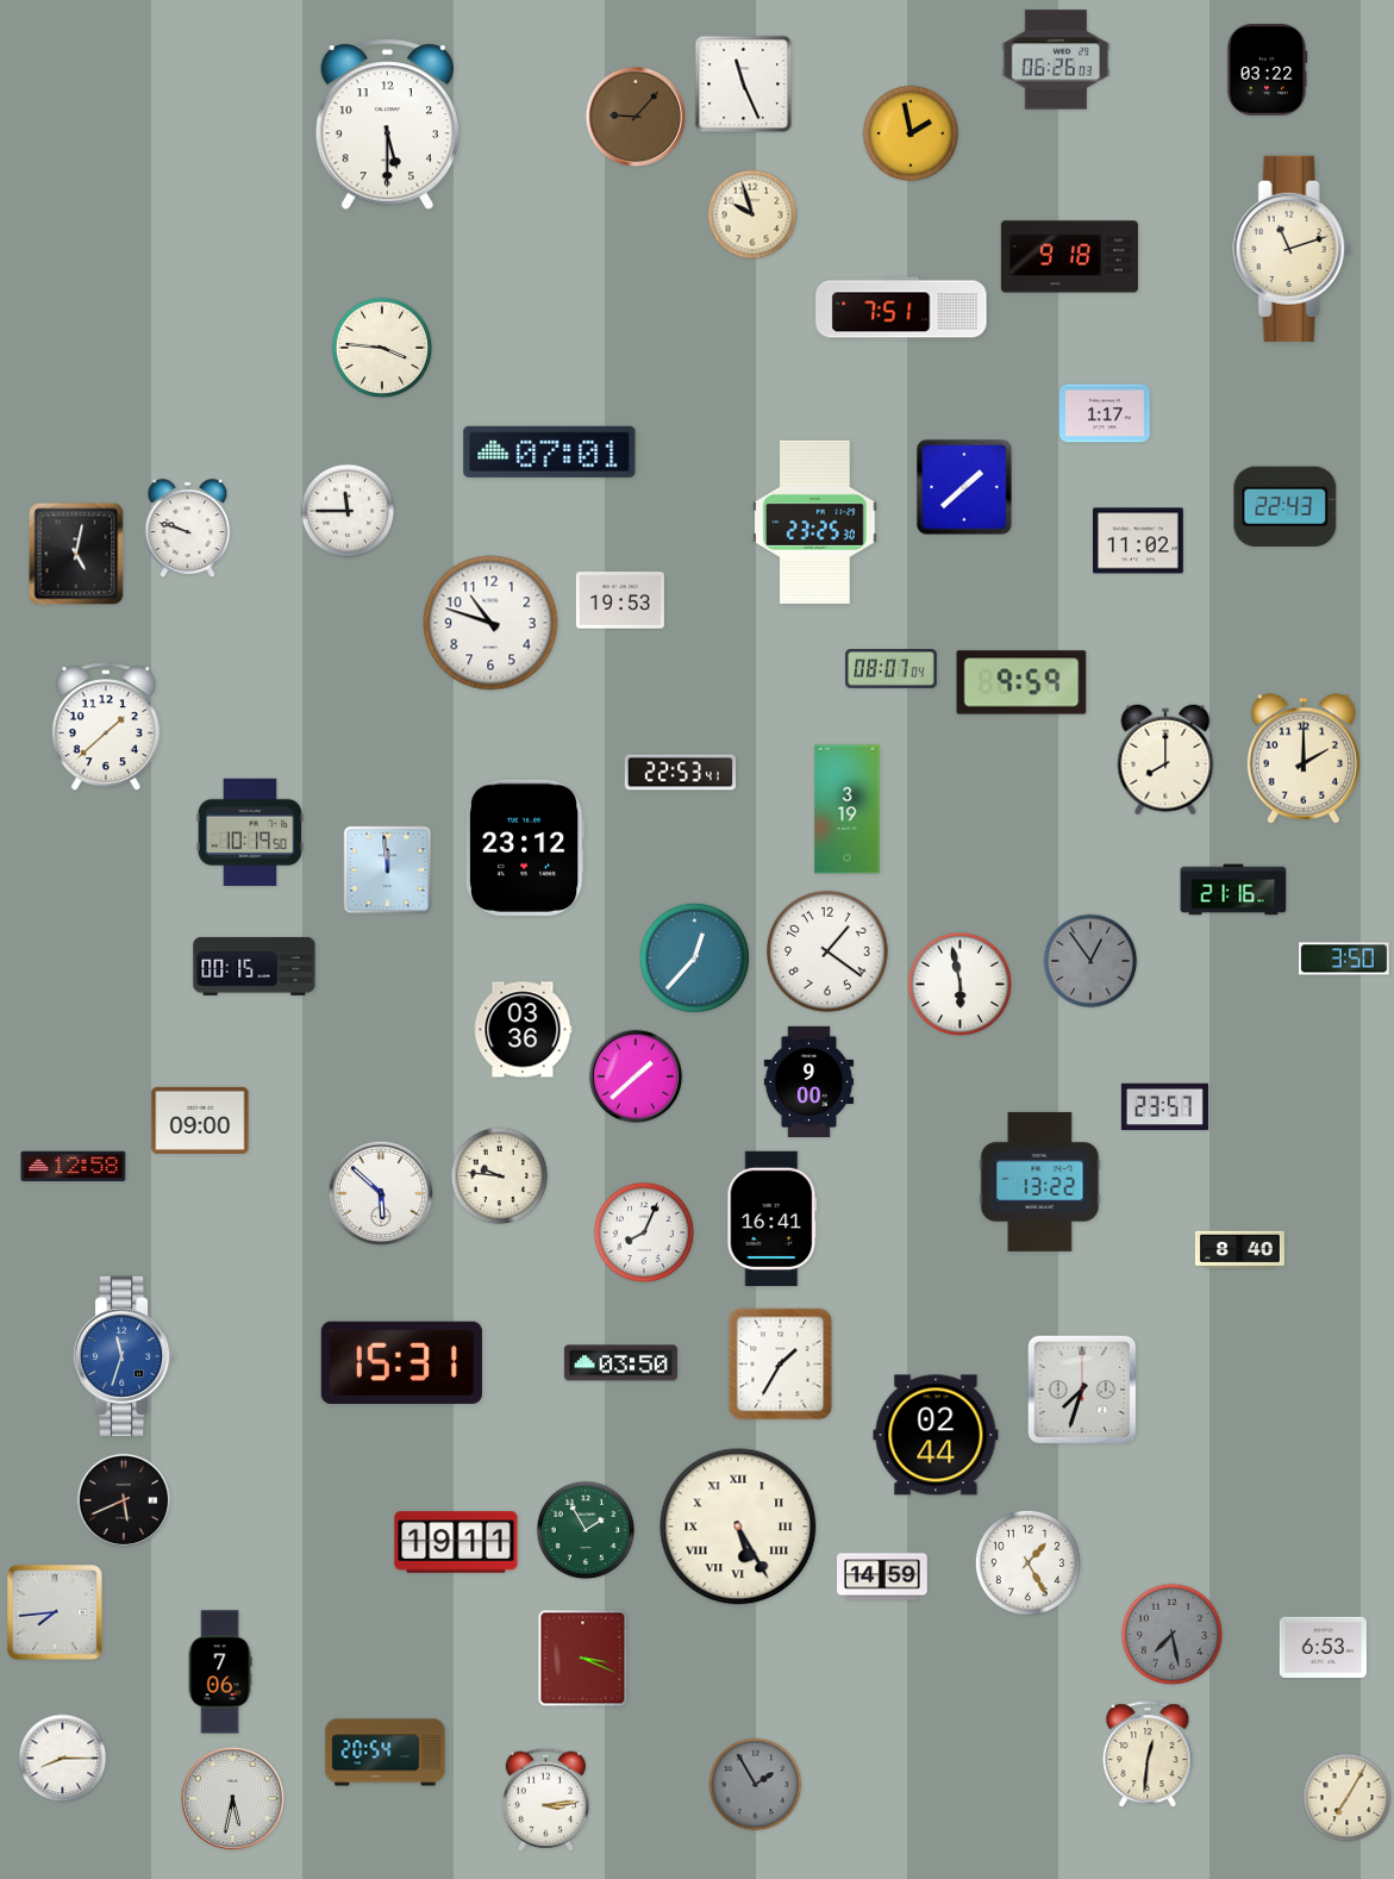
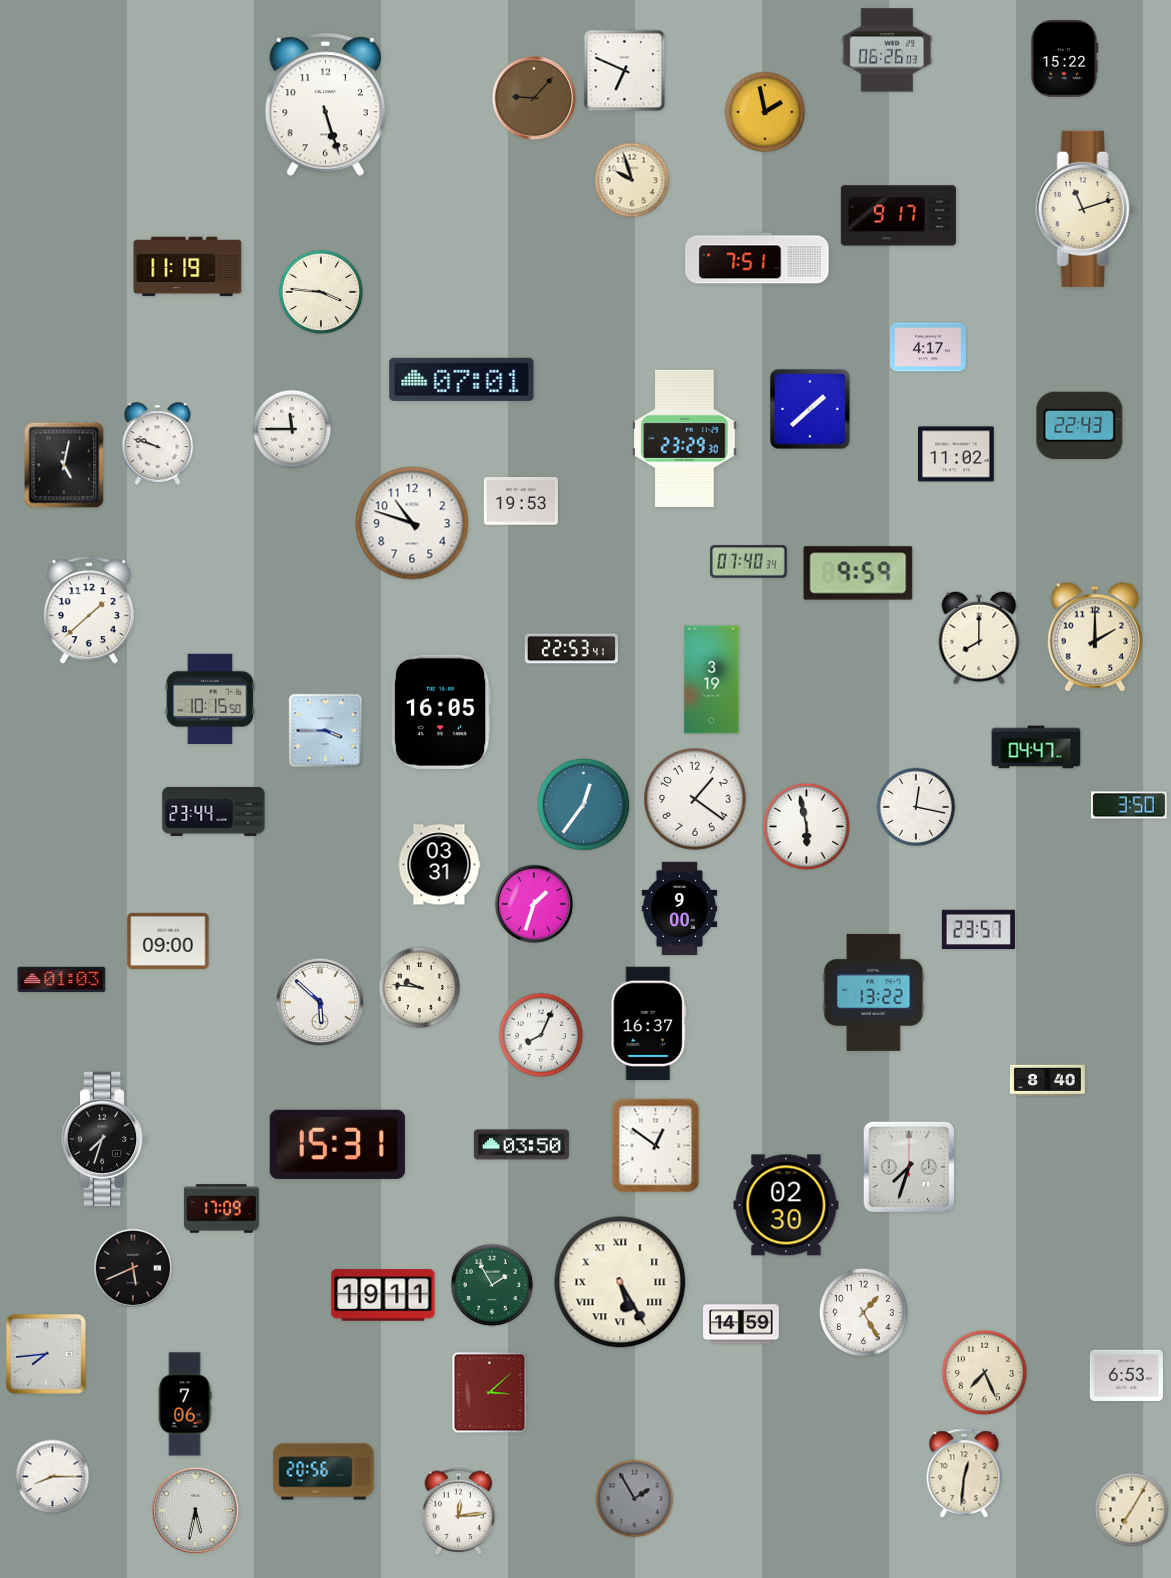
clock at (1267, 70): 03:22 -> 15:22
clock at (744, 85): 11:26 -> 6:49
clock at (387, 125): 5:30 -> 5:27
clock at (1069, 257): 9:18 -> 9:17
clock at (188, 267): none -> 11:19
clock at (1106, 413): 1:17 -> 4:17
clock at (815, 522): 23:25 -> 23:29
clock at (620, 600) position: (620, 600) -> (521, 501)
clock at (892, 669): 08:07 -> 07:40
clock at (250, 832): 10:19 -> 10:15
clock at (525, 848): 23:12 -> 16:05
clock at (388, 870): 11:59 -> 3:45
clock at (1233, 889): 21:16 -> 04:47
clock at (694, 957): 12:37 -> 12:36
clock at (1090, 961): 12:54 -> 12:17
clock at (1090, 961) dial: grey -> white
clock at (255, 966): 00:15 -> 23:44
clock at (523, 1030): 03:36 -> 03:31
clock at (636, 1076): 1:38 -> 1:33
clock at (74, 1167): 12:58 -> 01:03
clock at (773, 1219): 16:41 -> 16:37
clock at (1239, 1250) position: (1239, 1250) -> (1047, 1081)
clock at (124, 1355): 11:33 -> 7:33
clock at (124, 1355) dial: blue -> black
clock at (781, 1365): 1:35 -> 12:51
clock at (936, 1435): 02:44 -> 02:30
clock at (221, 1209): none -> 17:09
clock at (124, 1500) position: (124, 1500) -> (133, 1268)
clock at (1173, 1635): 7:28 -> 7:26
clock at (1173, 1635) dial: grey -> cream
clock at (1323, 1647) position: (1323, 1647) -> (1126, 1375)
clock at (583, 1659): 3:19 -> 3:08
clock at (386, 1753): 20:54 -> 20:56
clock at (546, 1799): 3:14 -> 12:14
